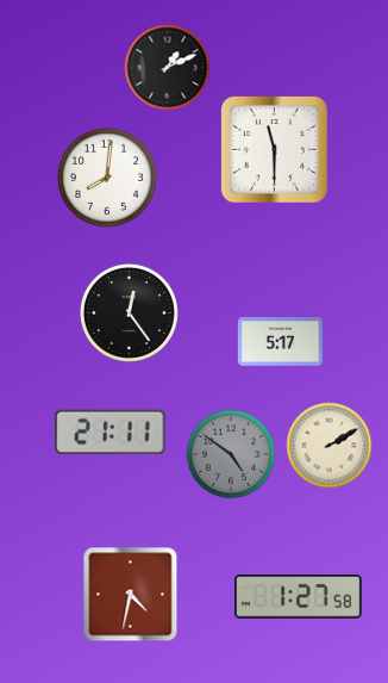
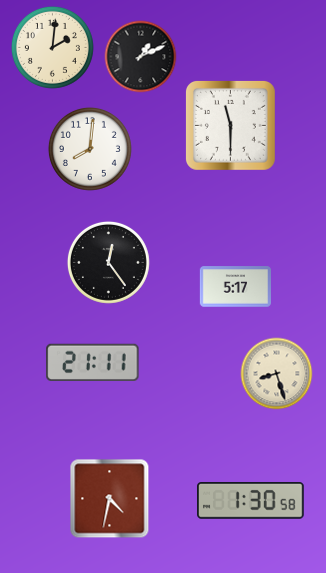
clock at (52, 47): none -> 2:01
clock at (330, 446): 2:10 -> 8:27
clock at (231, 454): 4:51 -> none
clock at (299, 597): 1:27 -> 1:30
